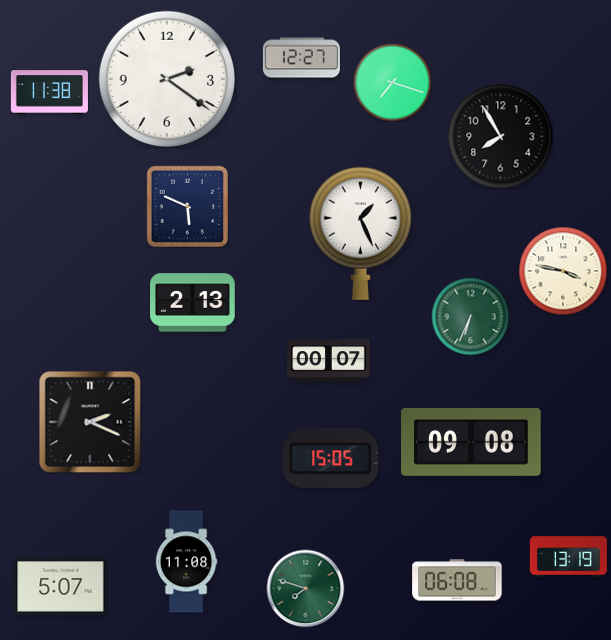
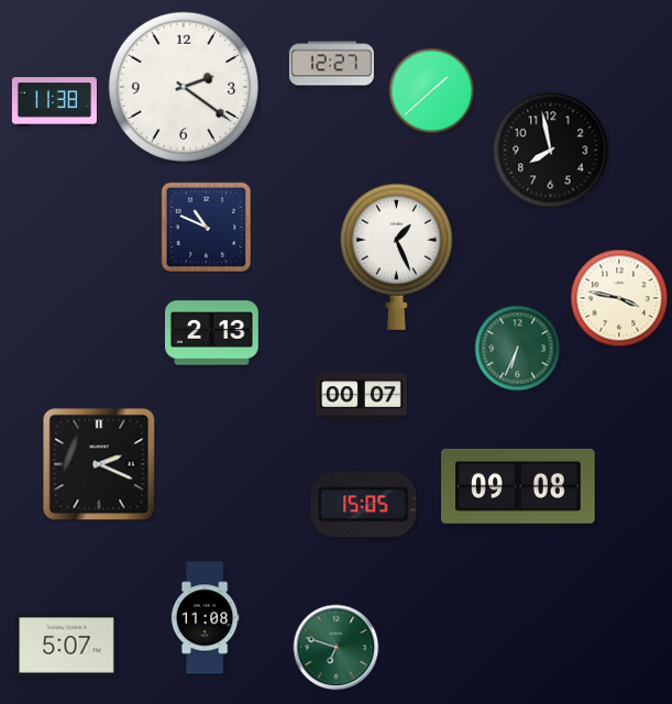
clock at (392, 82): 7:18 -> 1:38
clock at (501, 137): 7:55 -> 7:58
clock at (187, 206): 5:49 -> 10:49
clock at (568, 557): 13:19 -> none
clock at (457, 580): 06:08 -> none
clock at (305, 588): 7:48 -> 6:48
